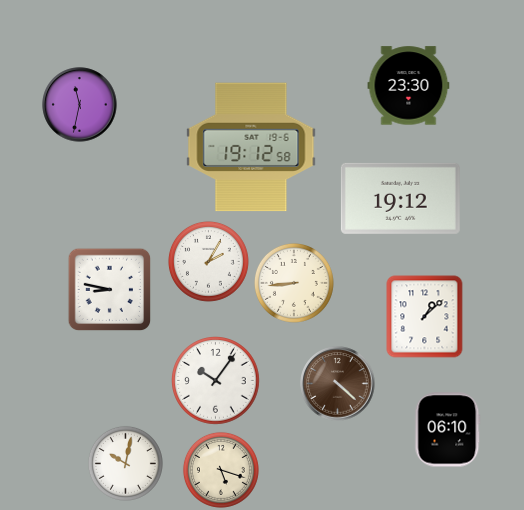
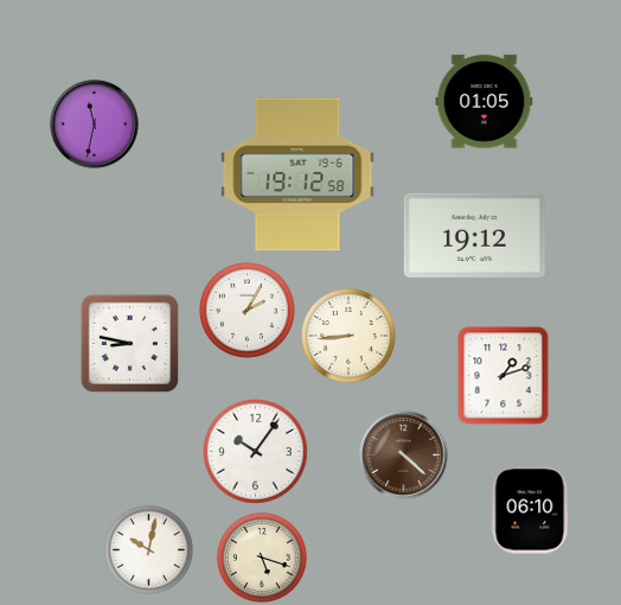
clock at (409, 86): 23:30 -> 01:05
clock at (425, 317): 1:08 -> 1:12
clock at (338, 384) position: (338, 384) -> (404, 456)
